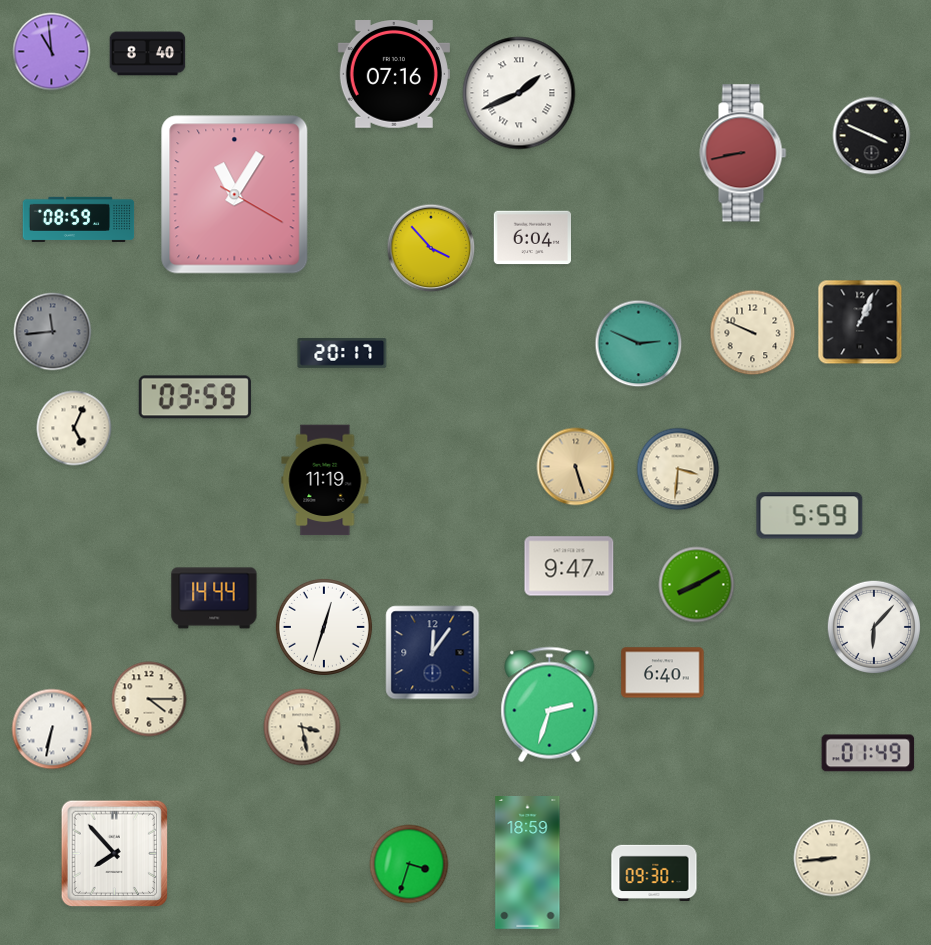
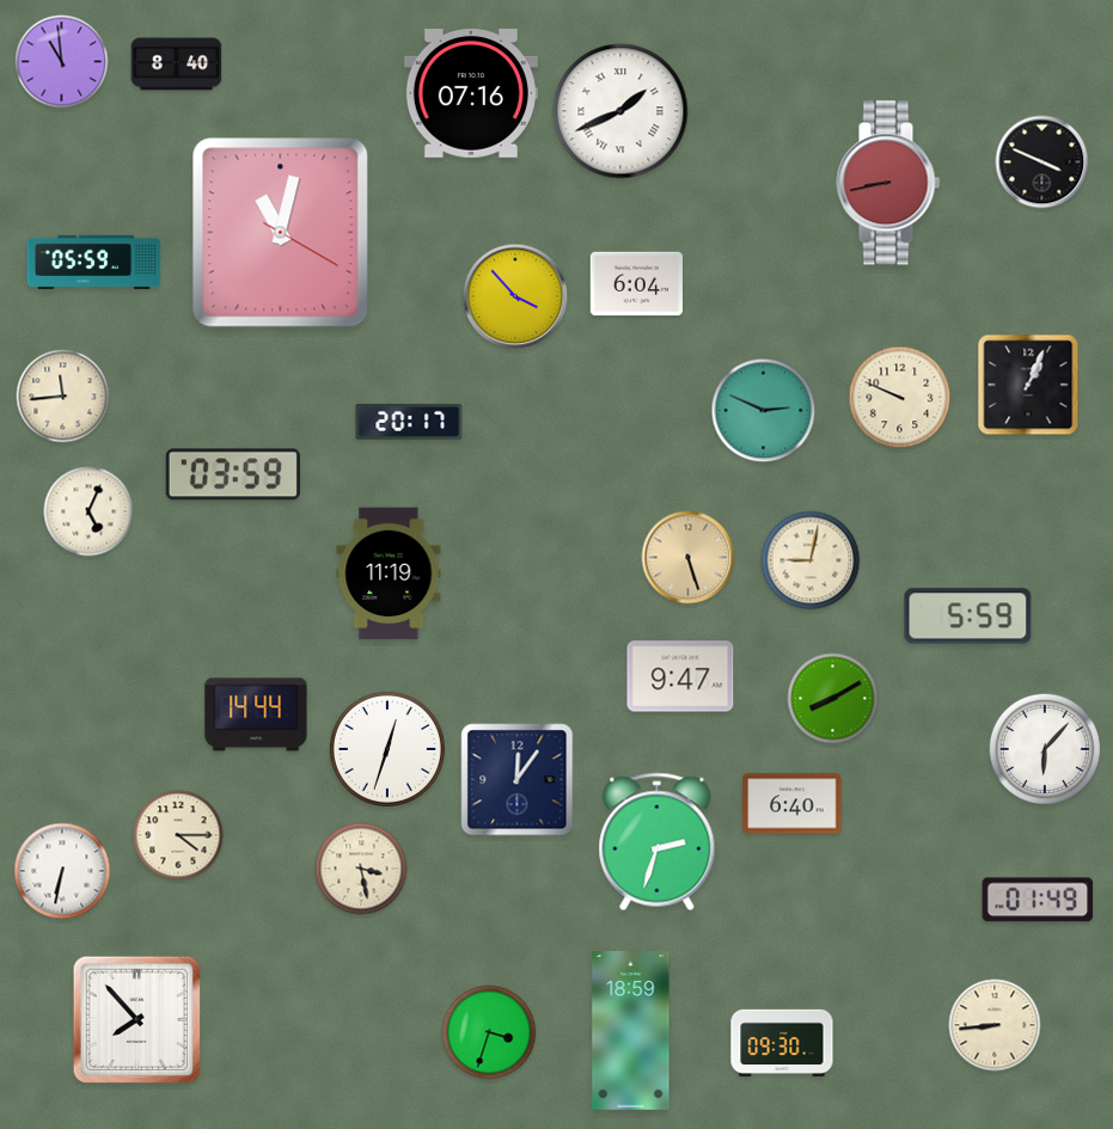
clock at (394, 75) position: (394, 75) -> (471, 94)
clock at (235, 195): 11:05 -> 11:02
clock at (79, 219): 08:59 -> 05:59
clock at (53, 332) dial: grey -> cream
clock at (678, 469): 3:31 -> 9:02
